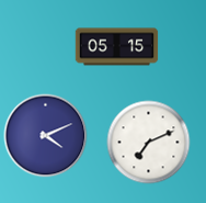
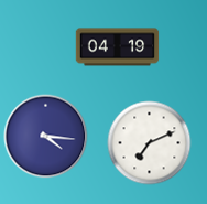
clock at (117, 47): 05:15 -> 04:19
clock at (46, 136): 4:11 -> 4:16
